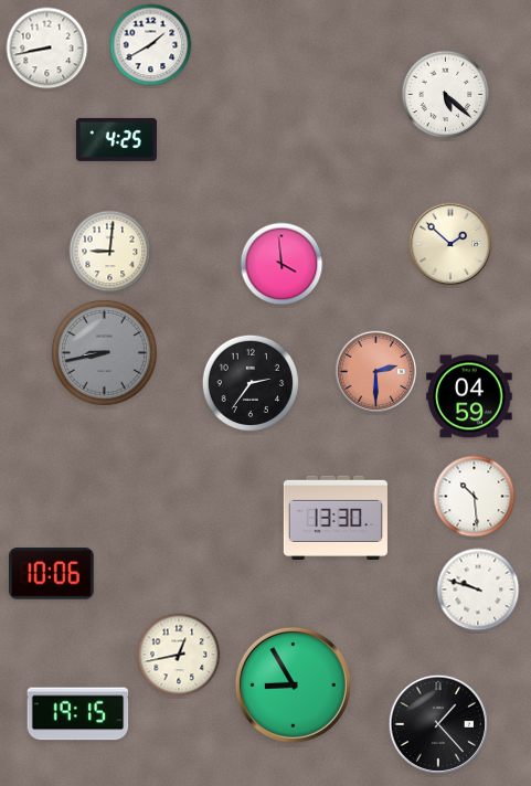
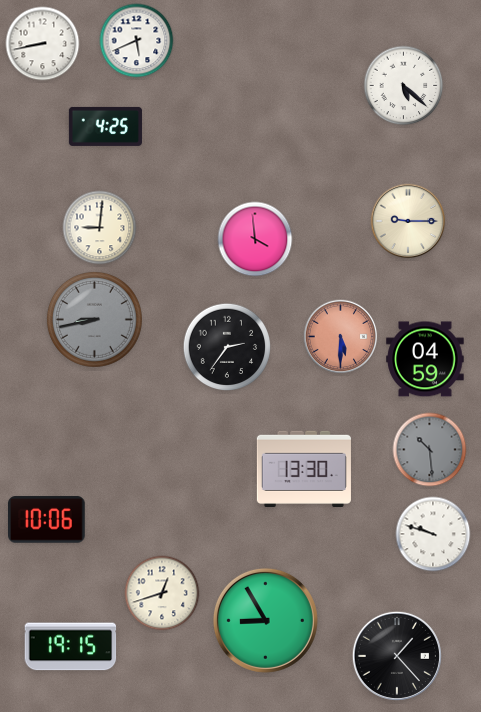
clock at (151, 45): 1:40 -> 5:41
clock at (450, 244): 1:52 -> 9:15
clock at (376, 372): 2:30 -> 5:30
clock at (475, 497) dial: white -> grey
clock at (179, 655): 12:43 -> 12:42
